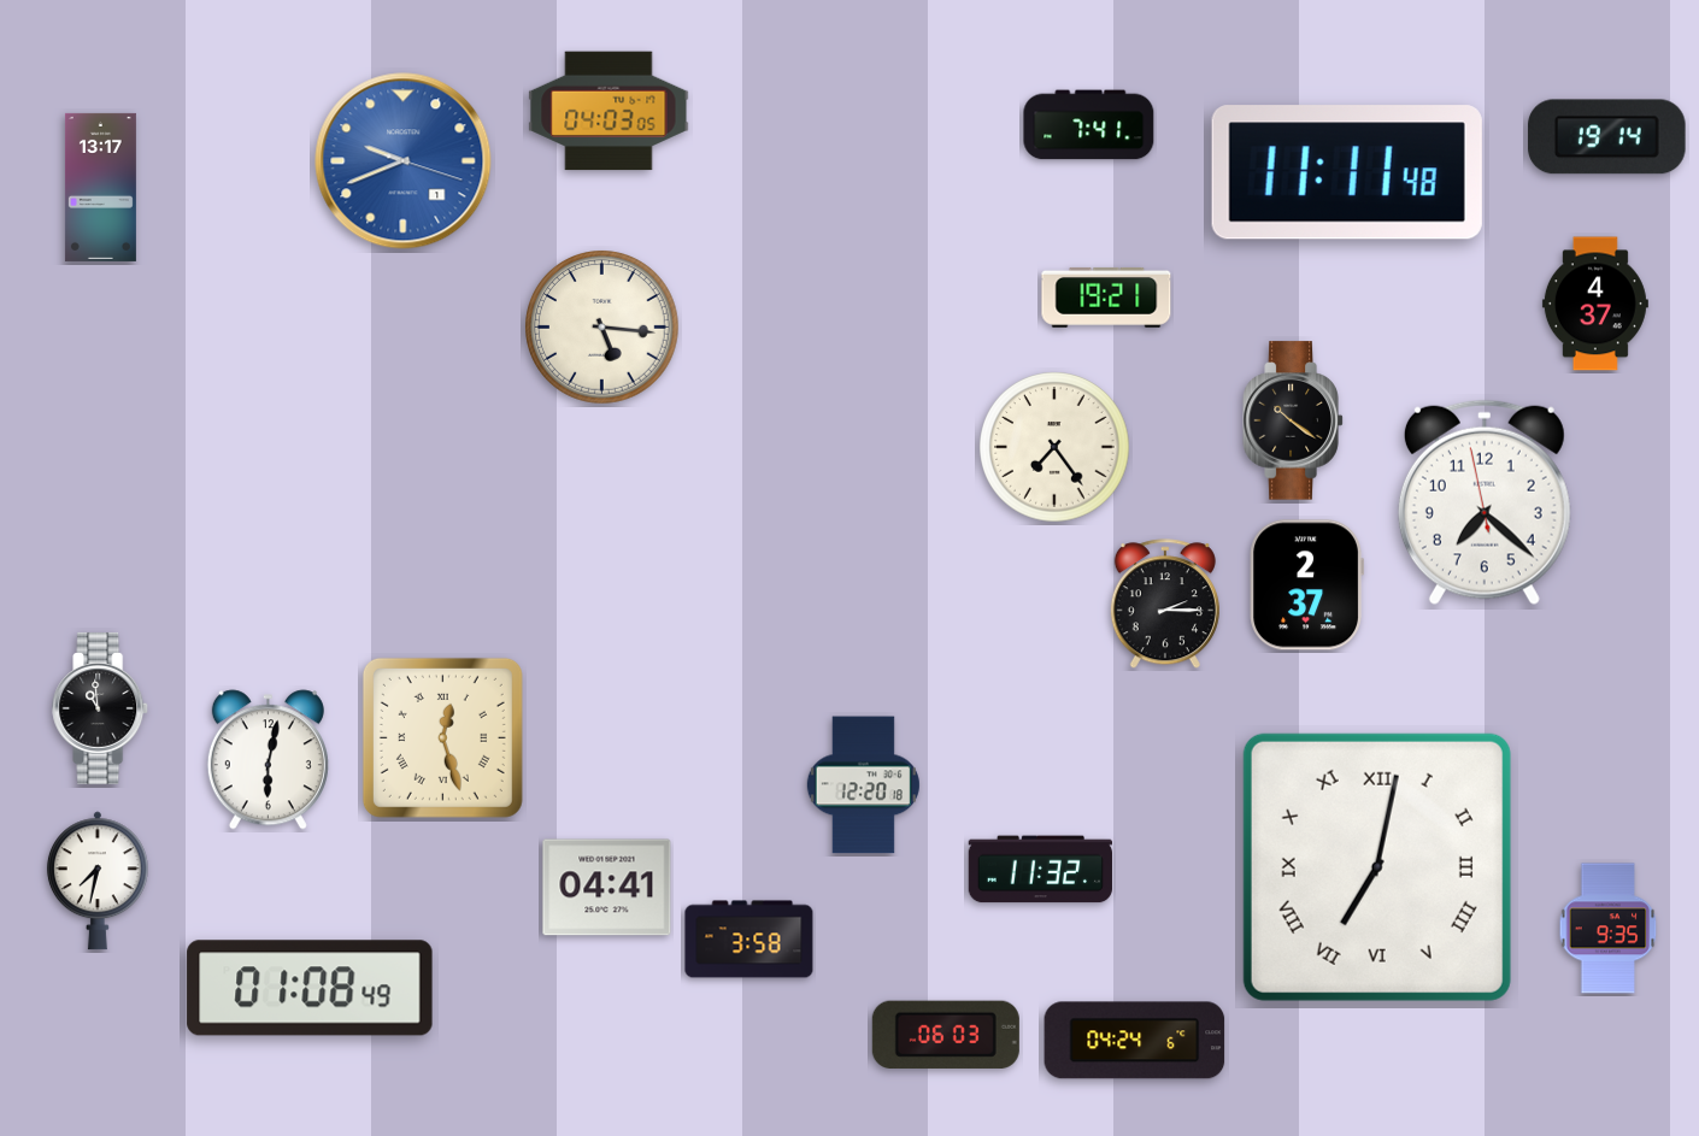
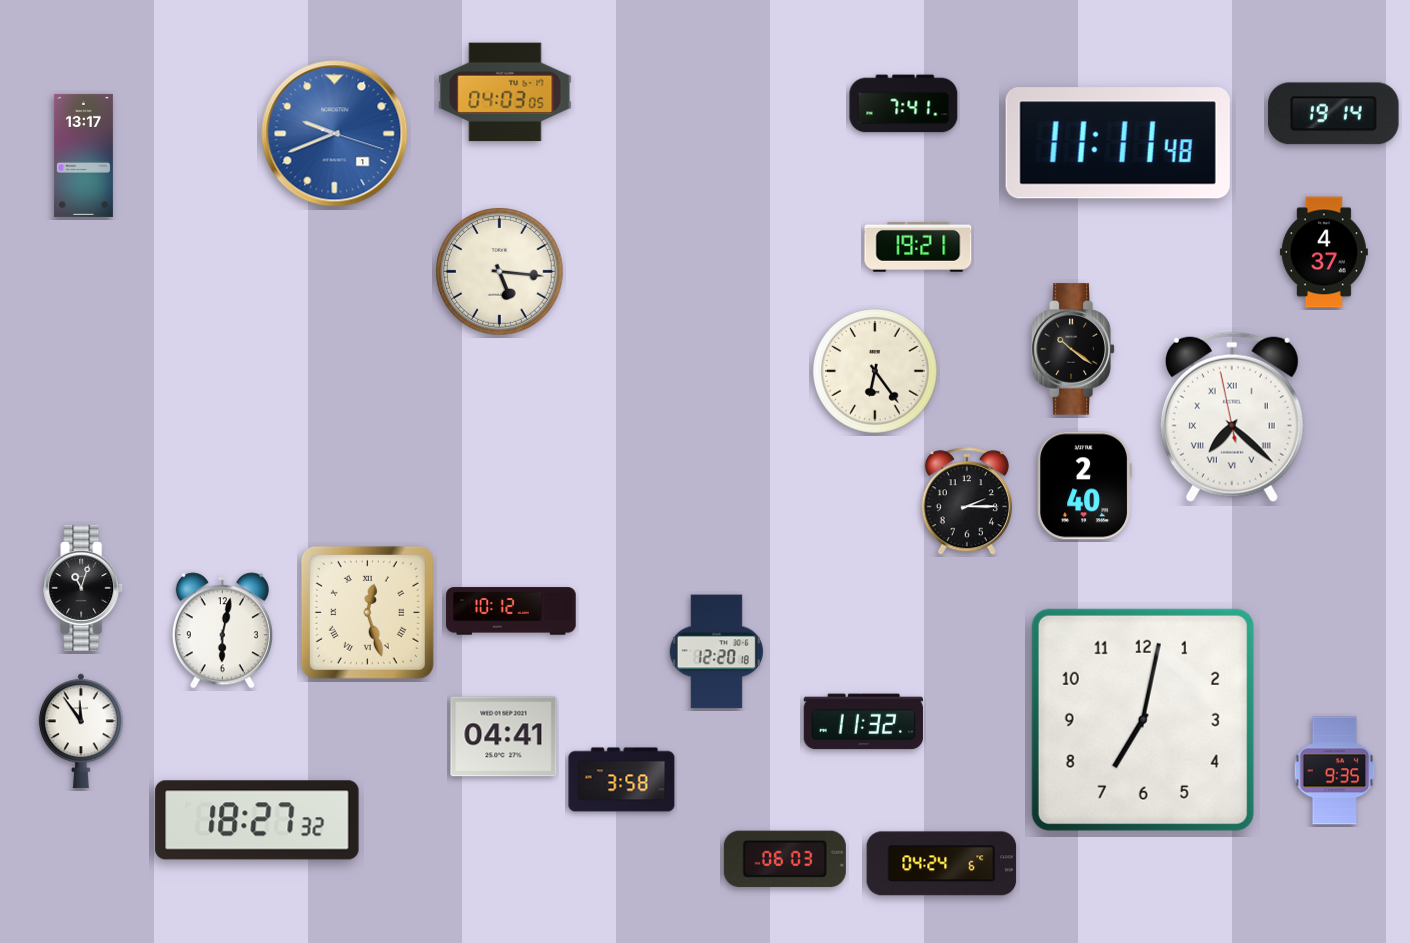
clock at (1054, 447): 7:24 -> 6:24
clock at (1485, 502) numerals: Arabic -> Roman
clock at (1306, 585): 2:37 -> 2:40
clock at (101, 708): 10:59 -> 11:03
clock at (511, 611): none -> 10:12
clock at (1377, 867) numerals: Roman -> Arabic
clock at (98, 881): 7:32 -> 11:54
clock at (310, 988): 01:08 -> 18:27
